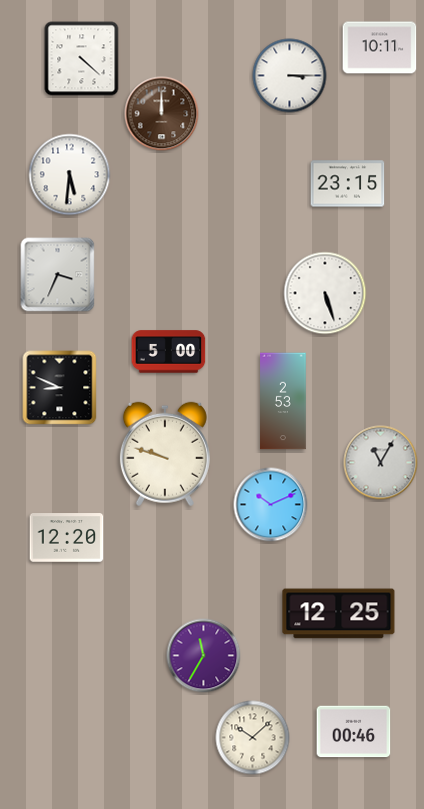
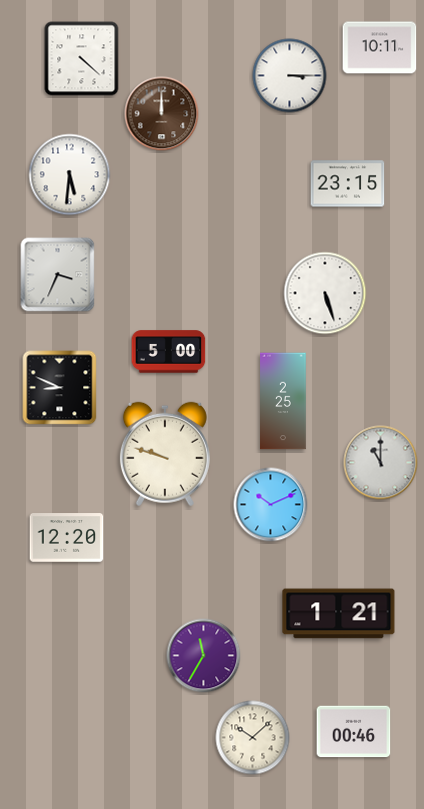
clock at (283, 401): 2:53 -> 2:25
clock at (381, 463): 11:05 -> 11:00
clock at (339, 614): 12:25 -> 1:21
